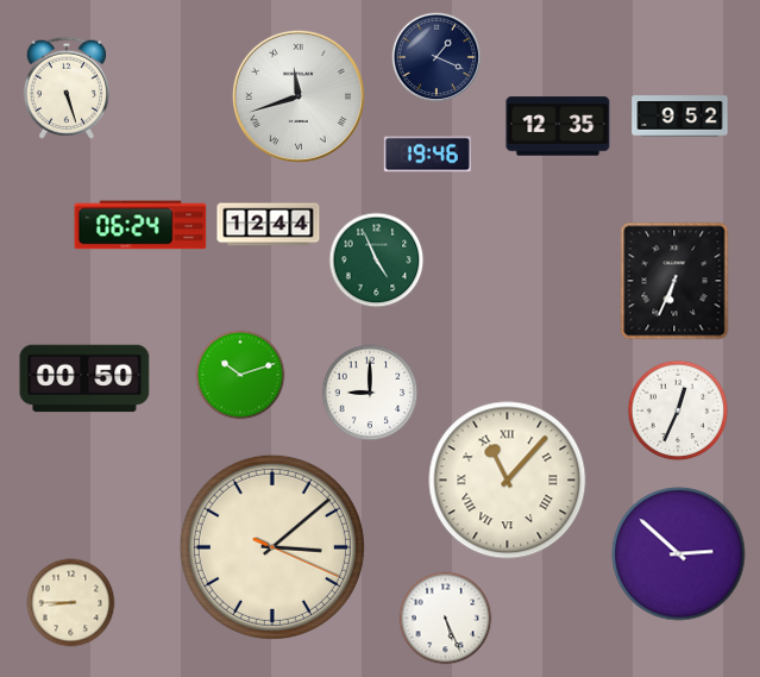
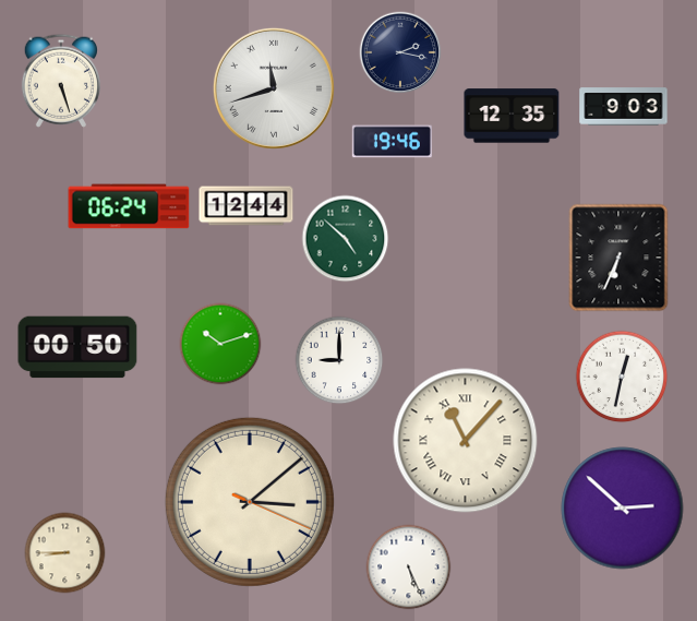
clock at (436, 57): 1:19 -> 2:17
clock at (680, 117): 9:52 -> 9:03
clock at (377, 261): 4:56 -> 4:52
clock at (678, 410): 12:34 -> 12:32
